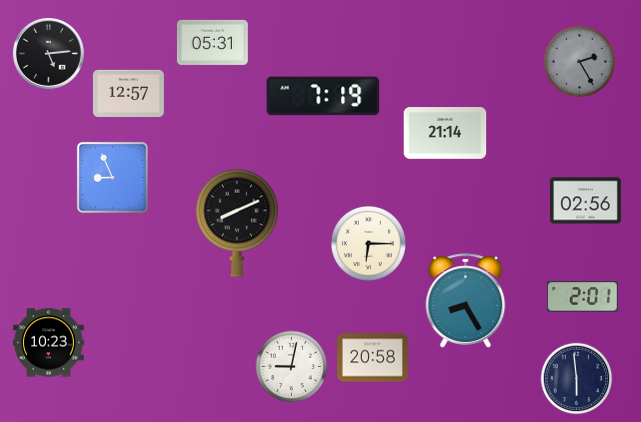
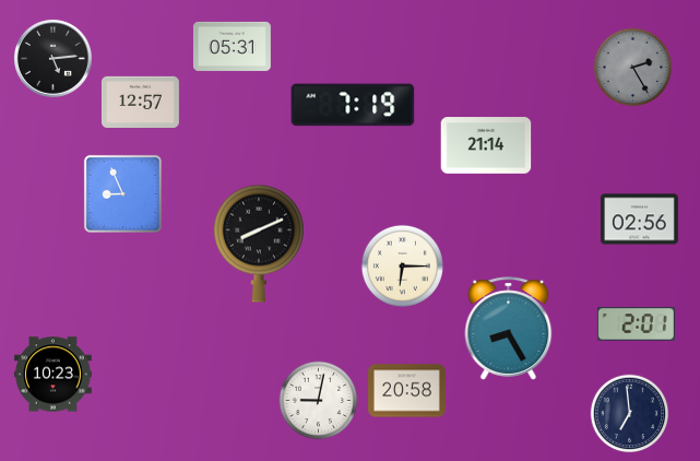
clock at (577, 379): 5:59 -> 6:59
